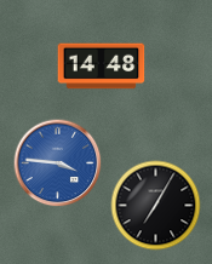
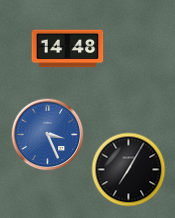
clock at (102, 67) position: (102, 67) -> (68, 49)
clock at (58, 163): 3:46 -> 3:26
